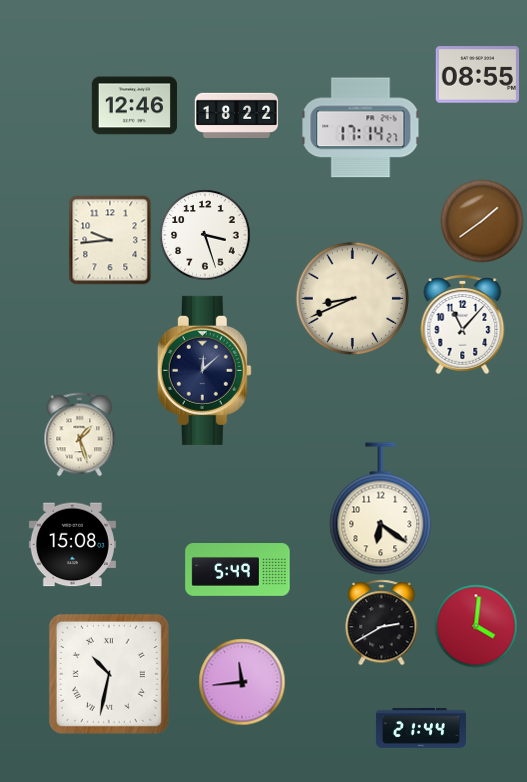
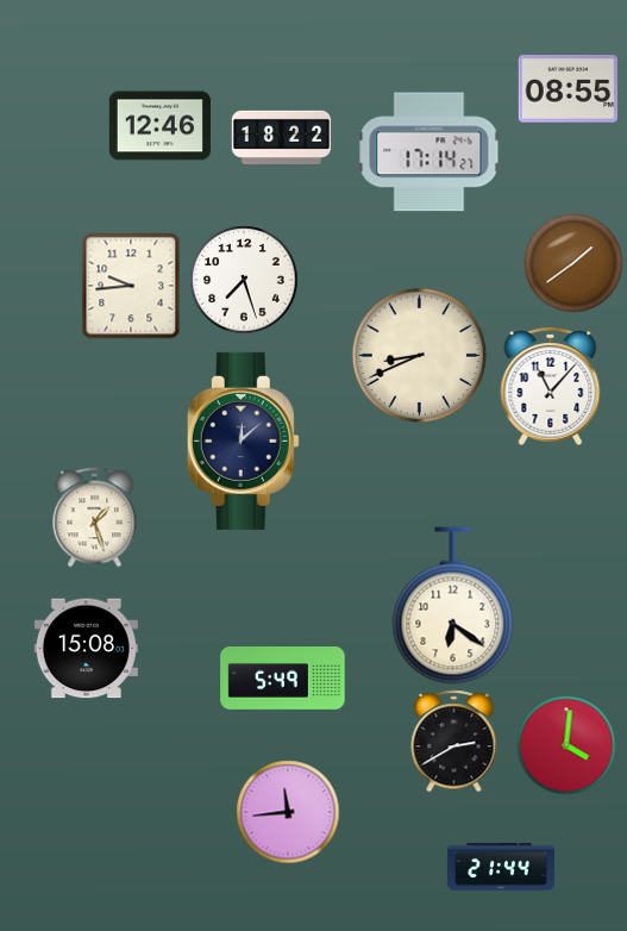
clock at (205, 235): 3:27 -> 7:27
clock at (109, 674): 10:32 -> none
